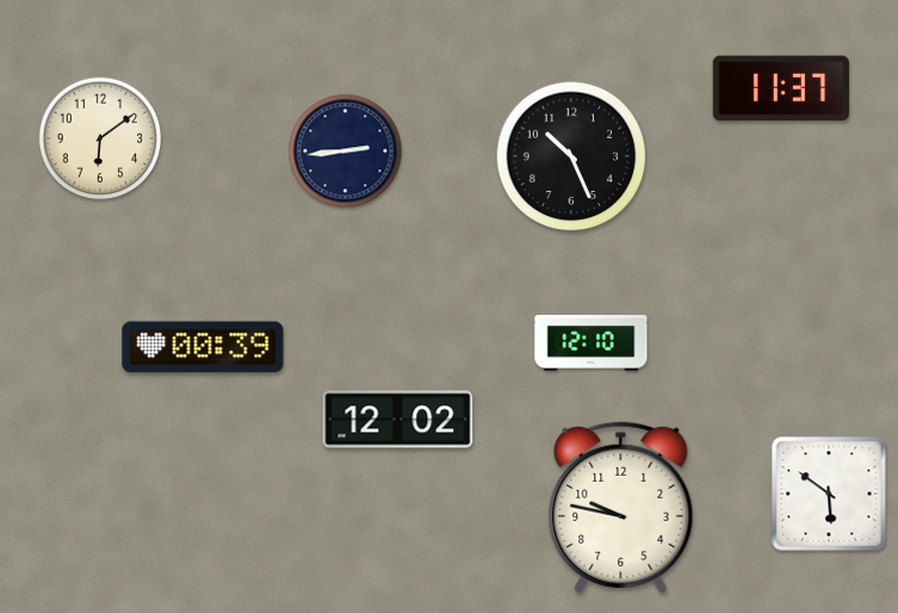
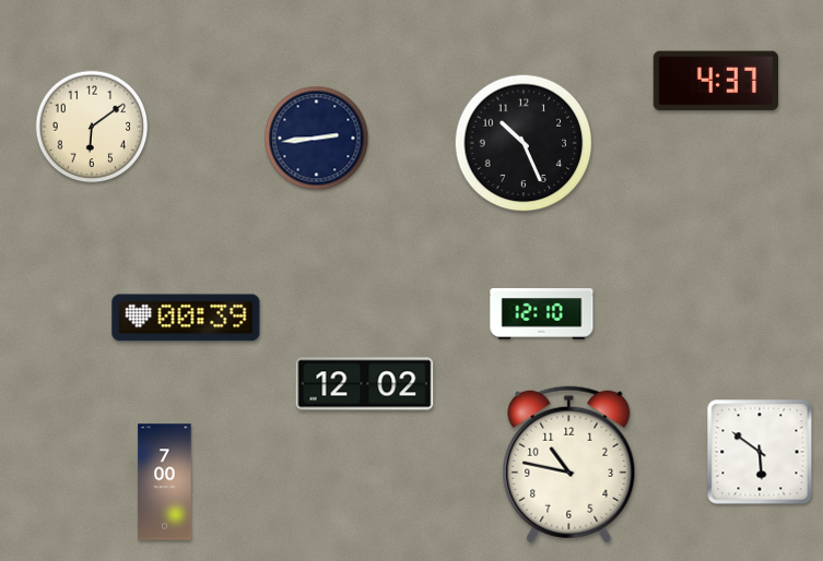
clock at (780, 88): 11:37 -> 4:37
clock at (621, 508): 9:47 -> 10:47
clock at (165, 482): none -> 7:00
